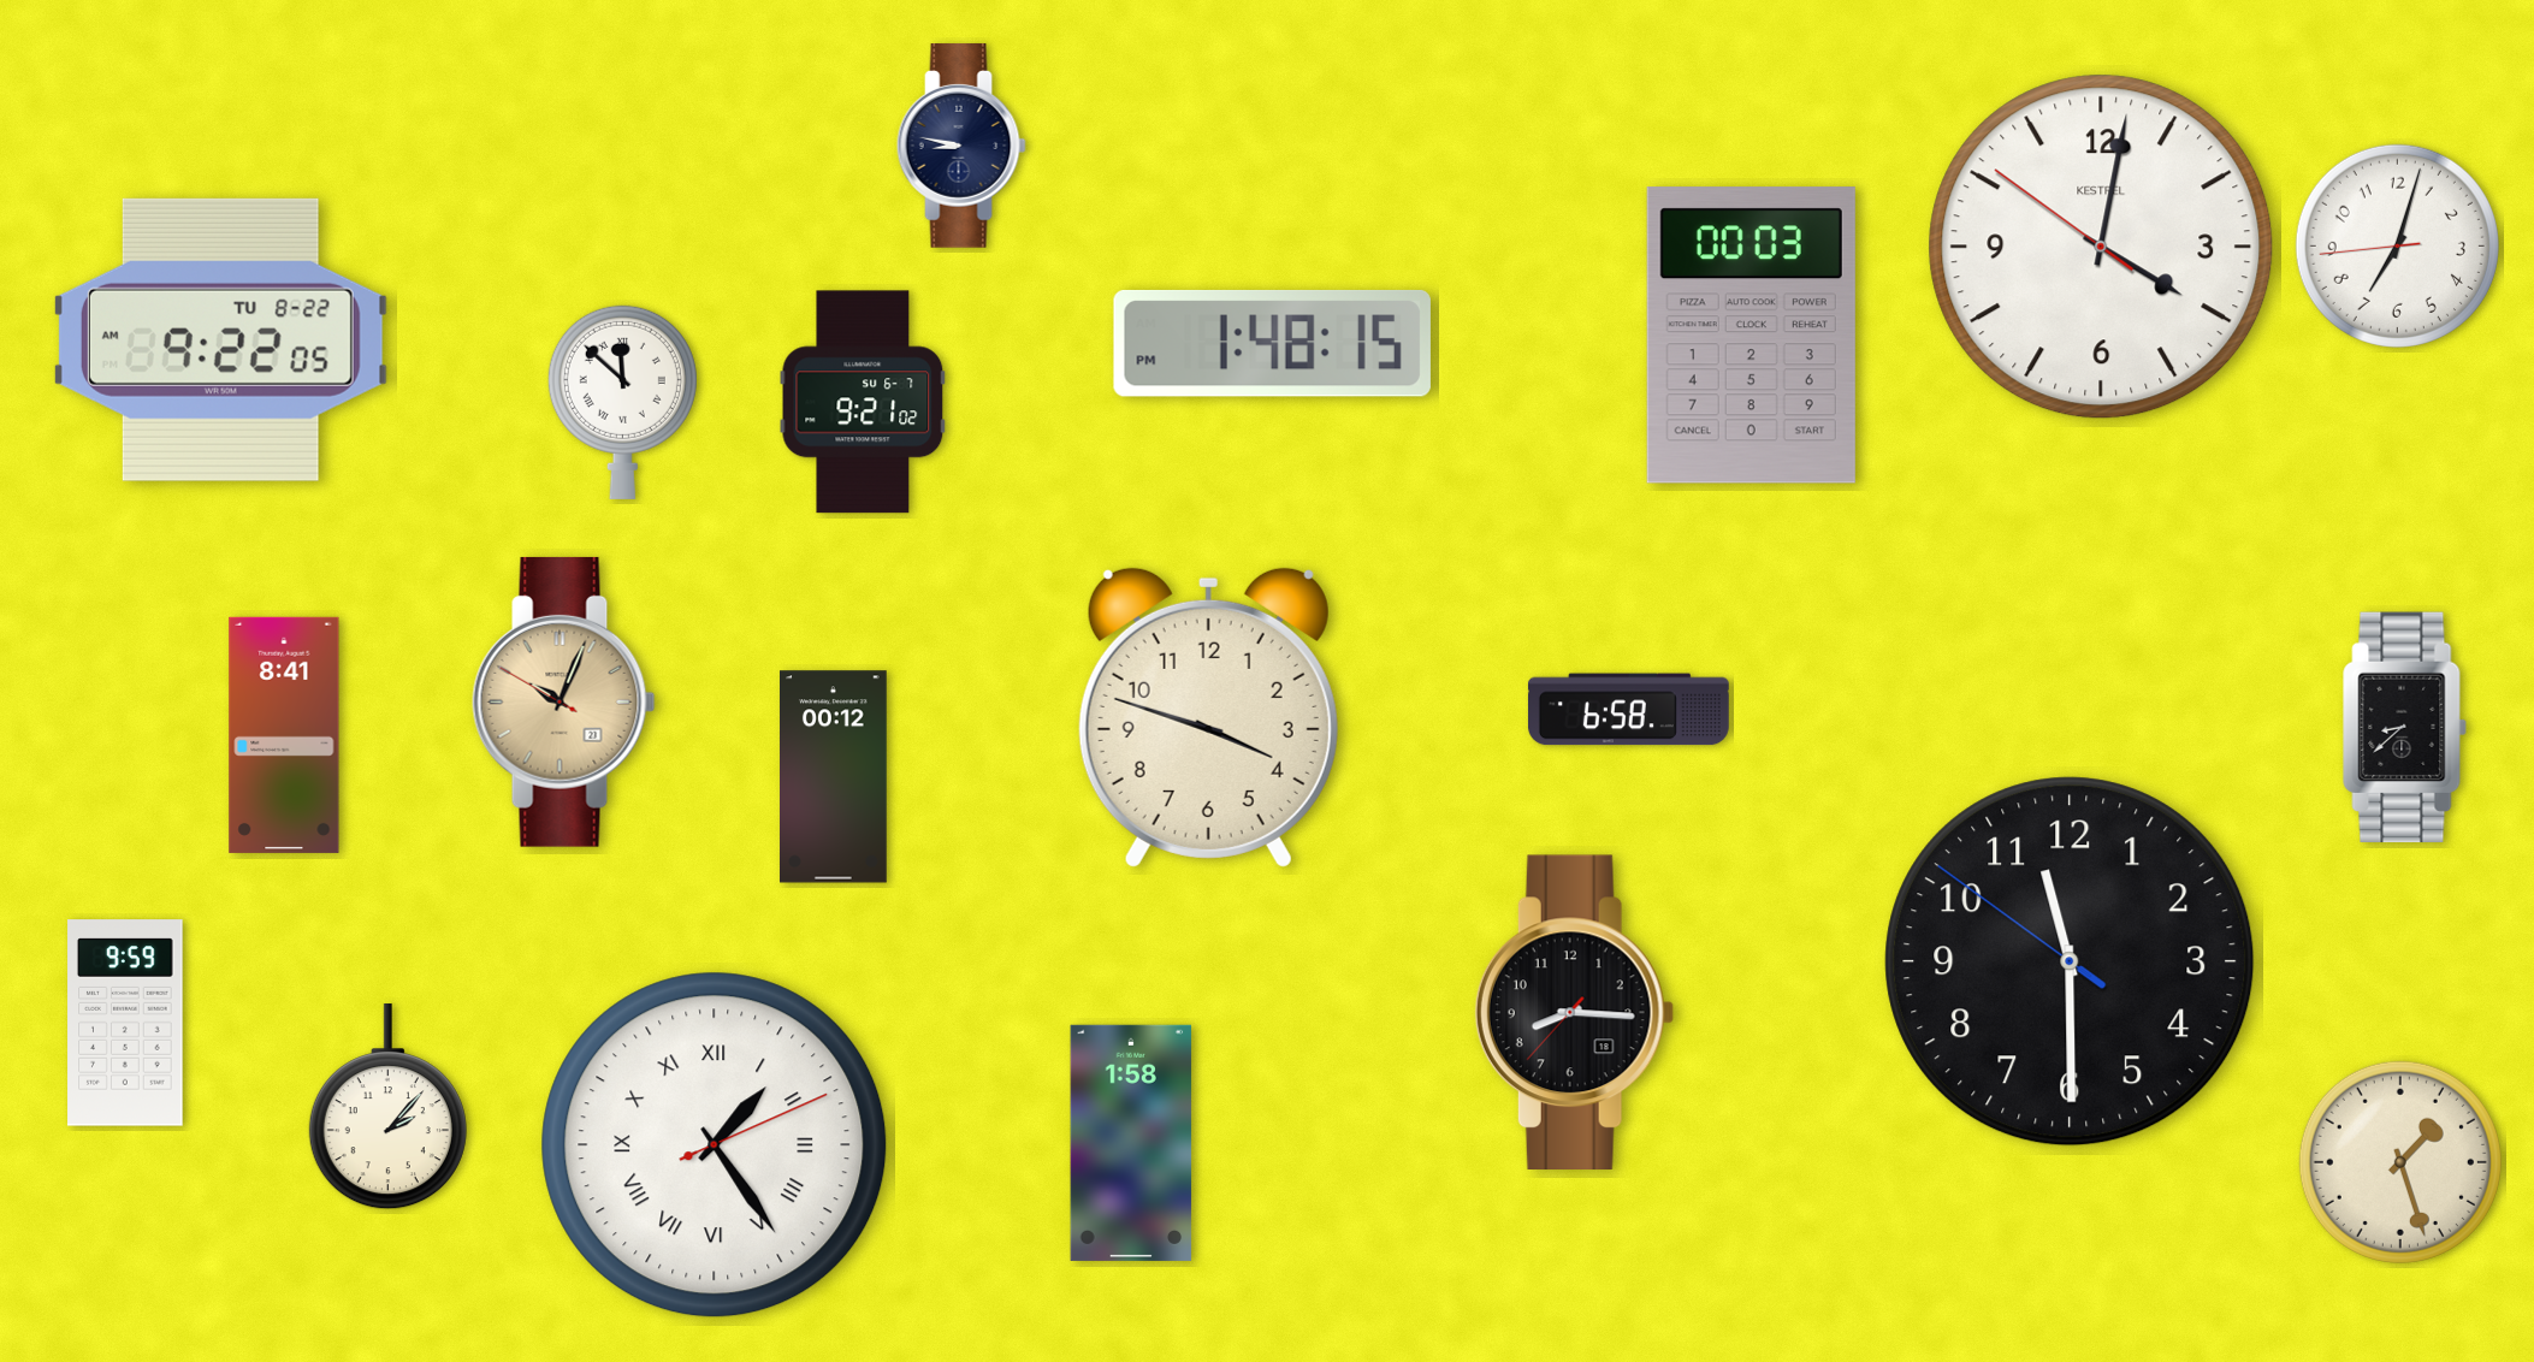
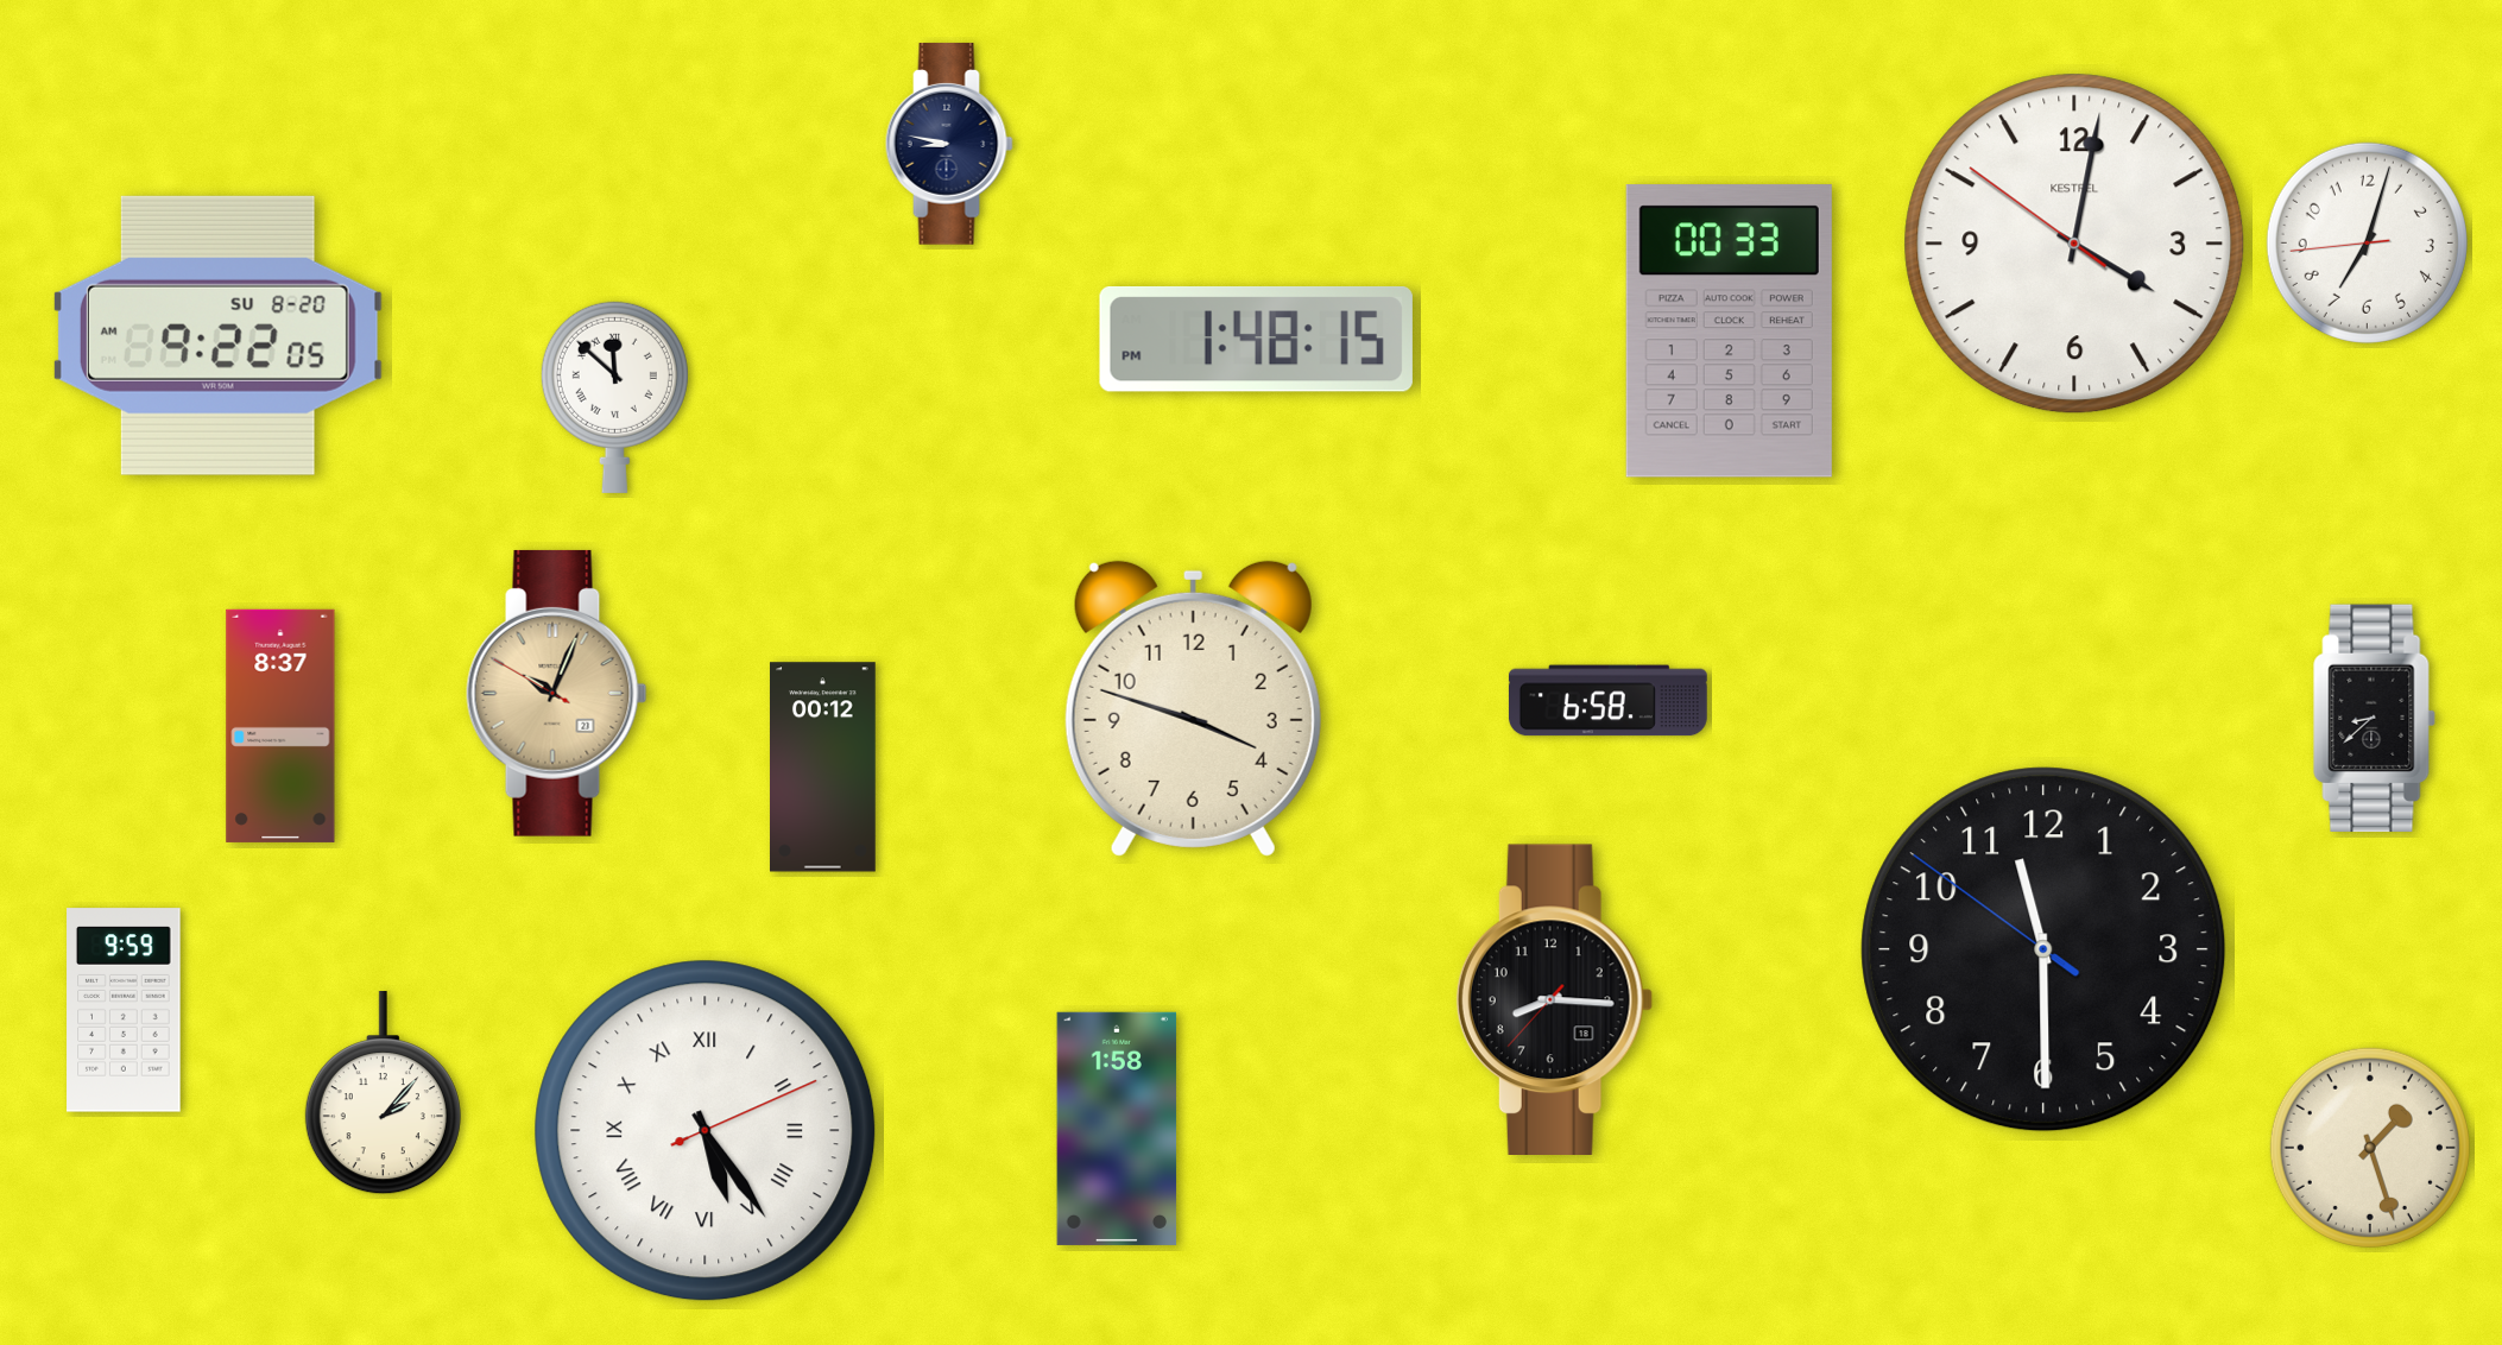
clock at (1751, 336): 00:03 -> 00:33
clock at (220, 339) date: TU 8-22 -> SU 8-20
clock at (863, 402): 9:21 -> none
clock at (284, 735): 8:41 -> 8:37
clock at (715, 1145): 1:24 -> 5:24
